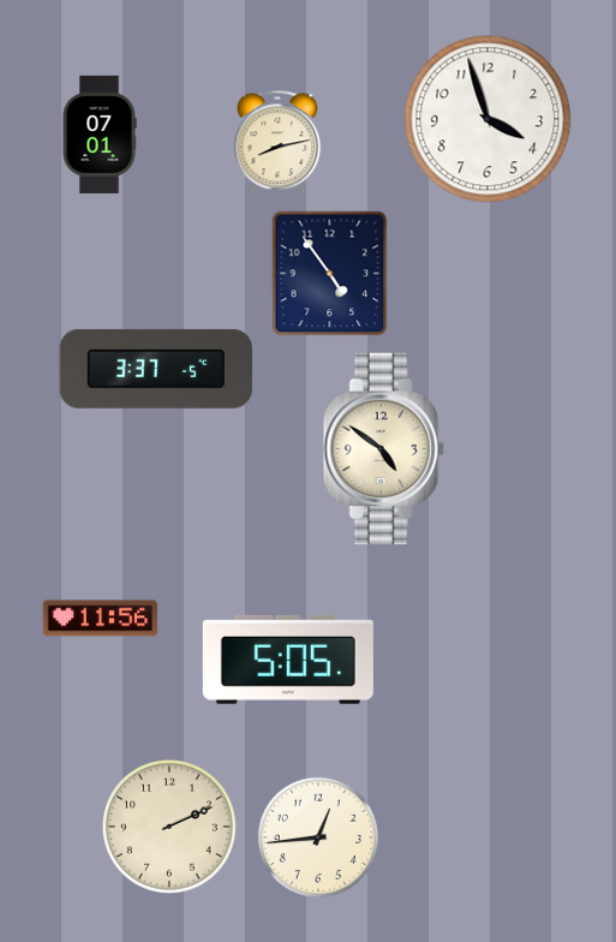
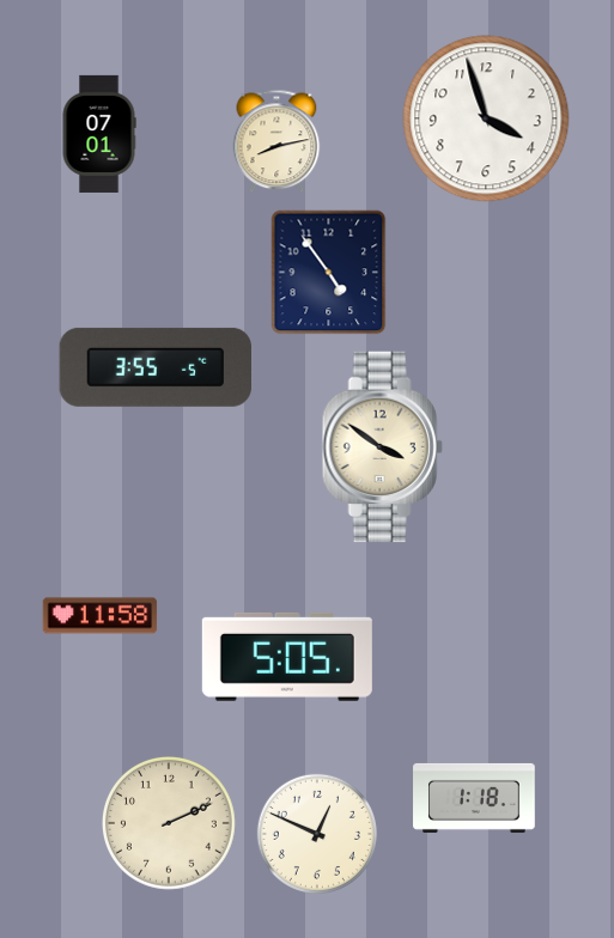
clock at (155, 369): 3:37 -> 3:55
clock at (383, 449): 4:51 -> 3:51
clock at (101, 619): 11:56 -> 11:58
clock at (474, 798): none -> 1:18
clock at (318, 837): 12:44 -> 12:49
